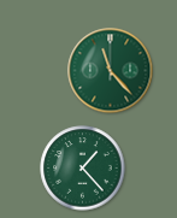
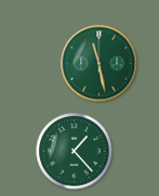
clock at (111, 71): 11:23 -> 11:28
